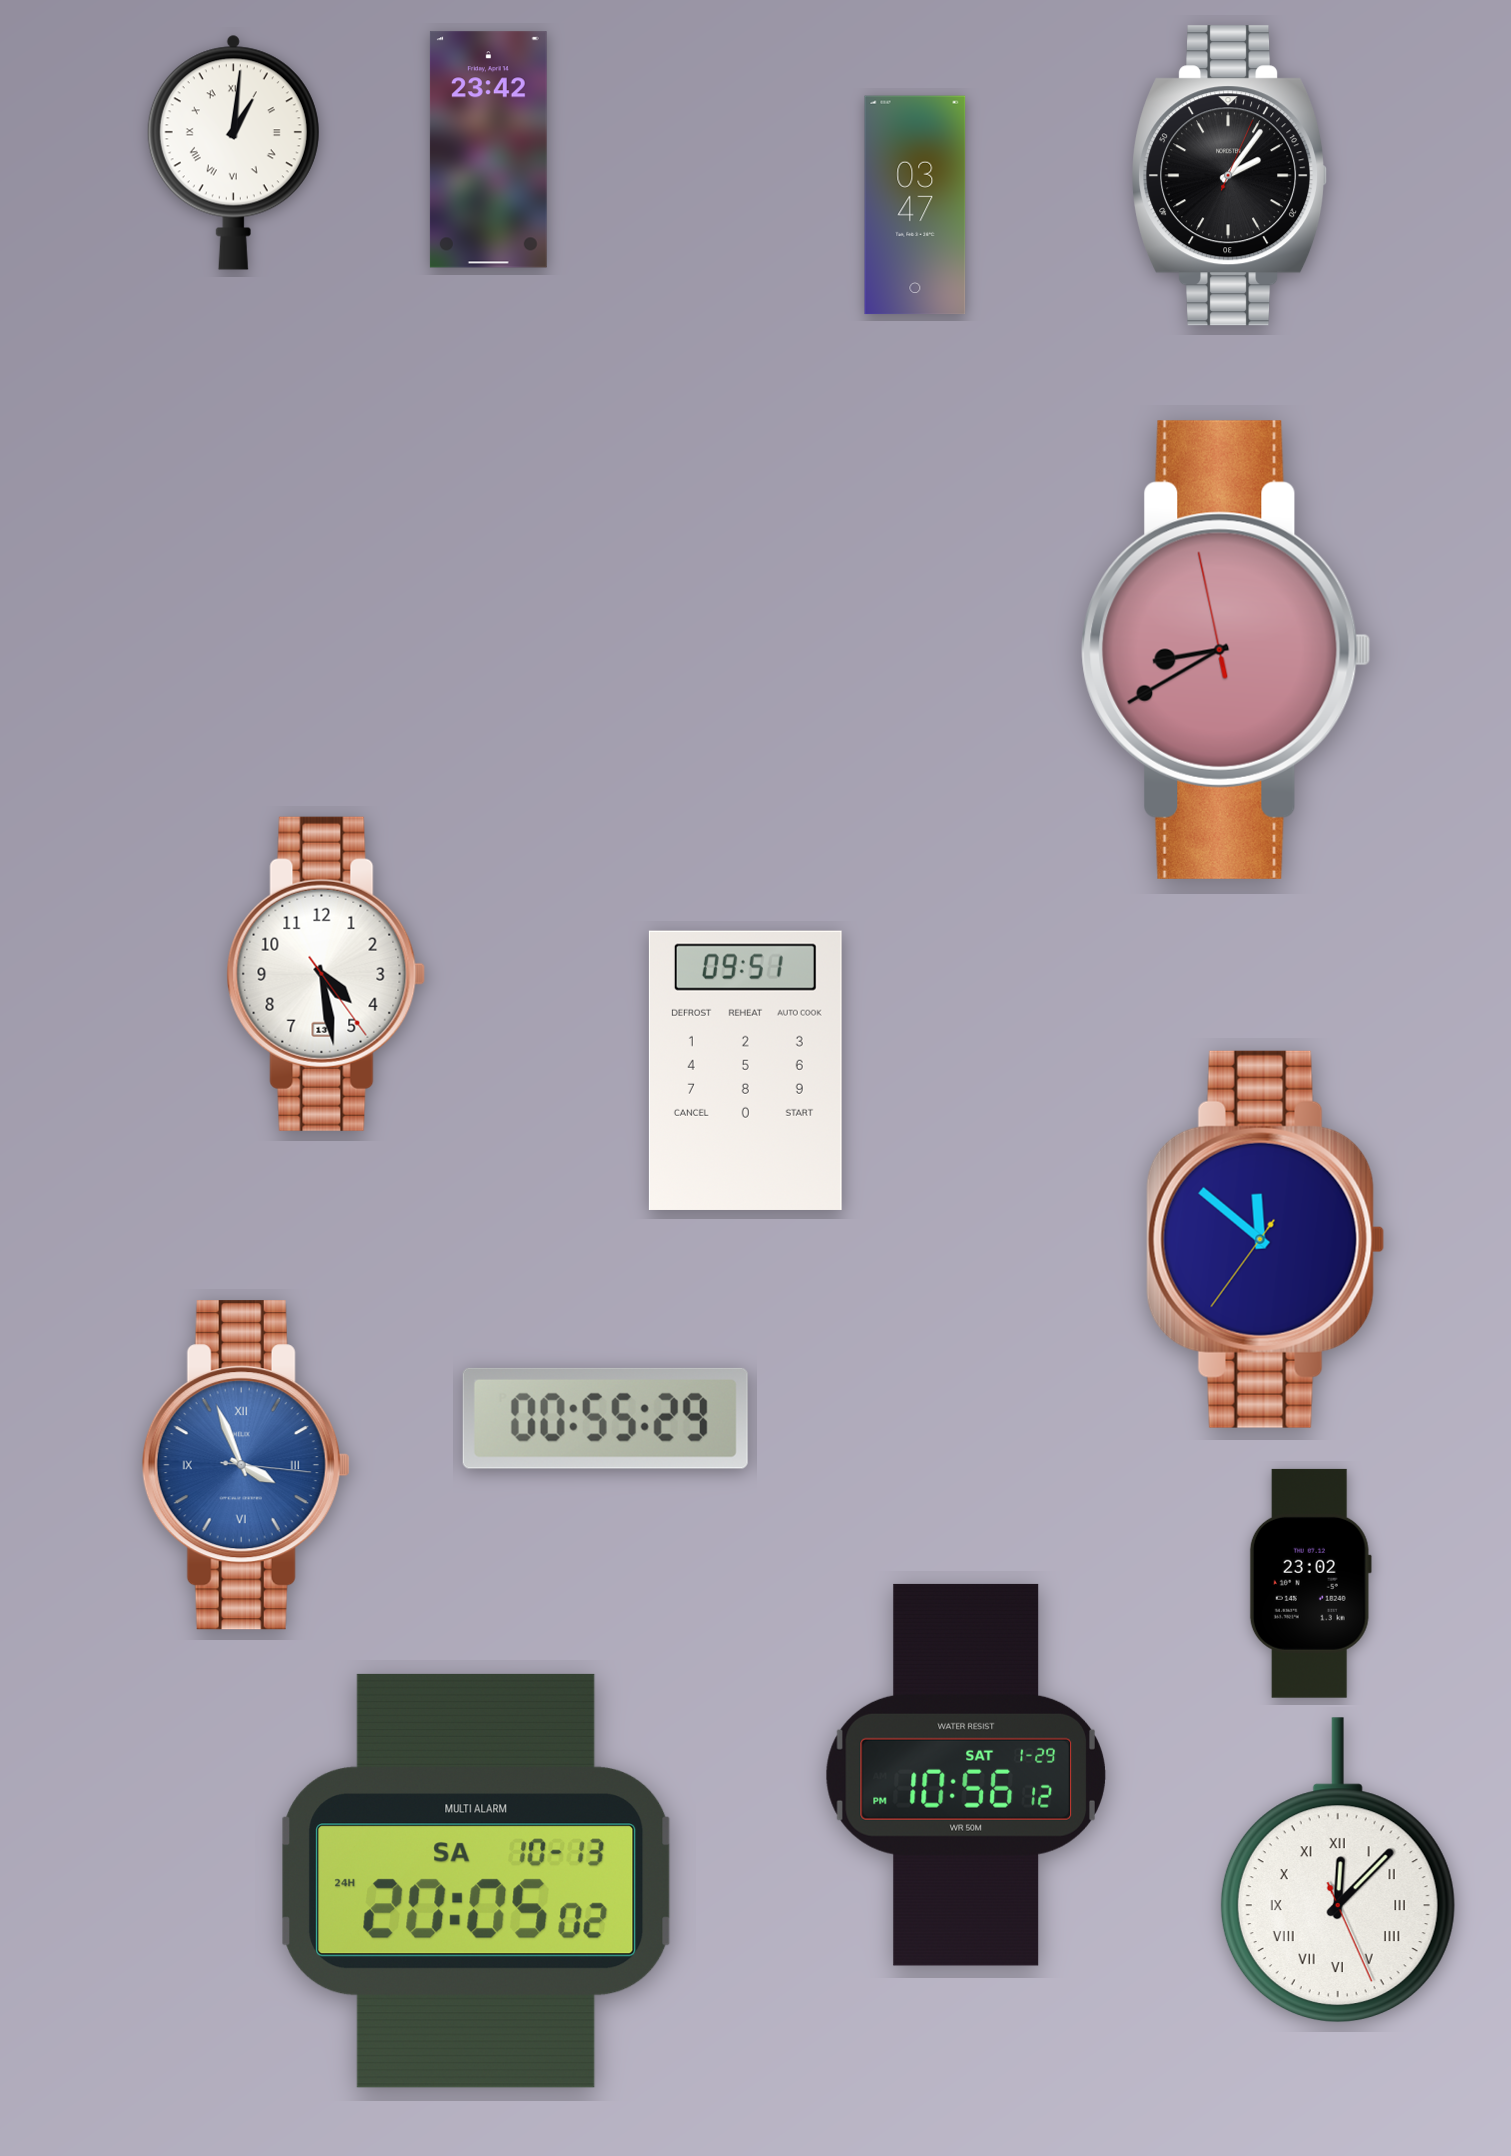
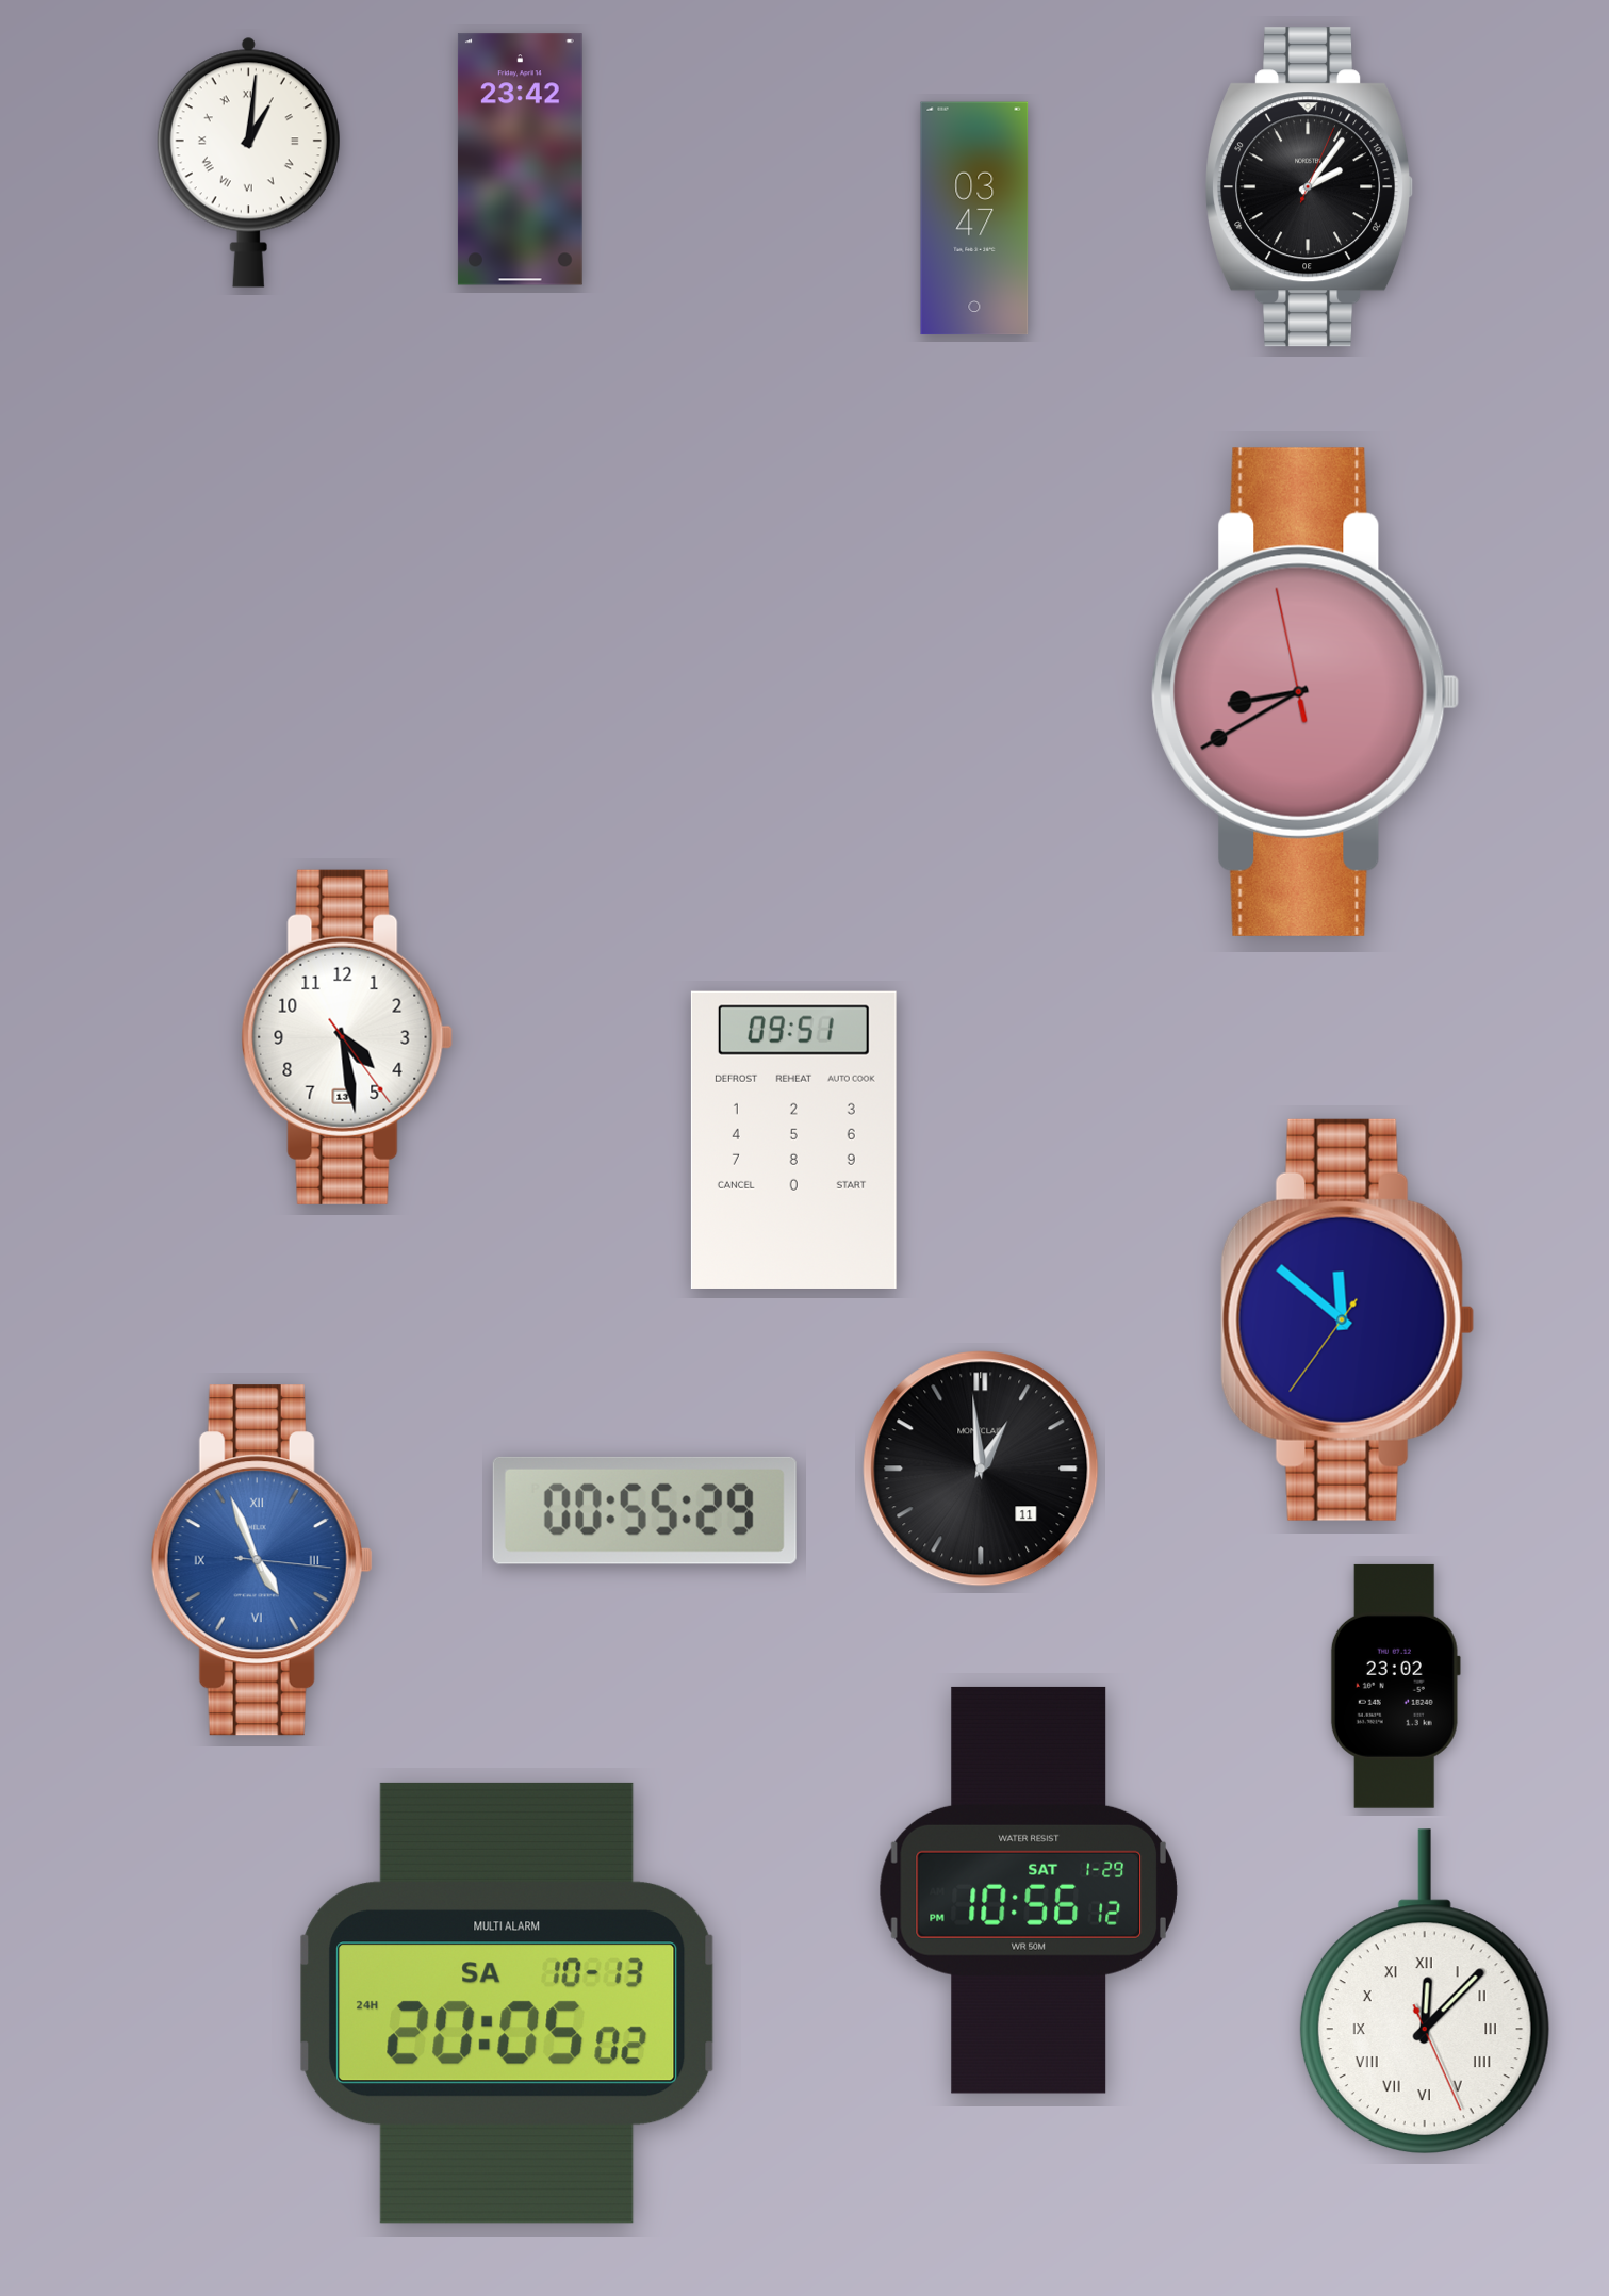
clock at (981, 1469): none -> 12:59
clock at (246, 1465): 3:56 -> 4:56
